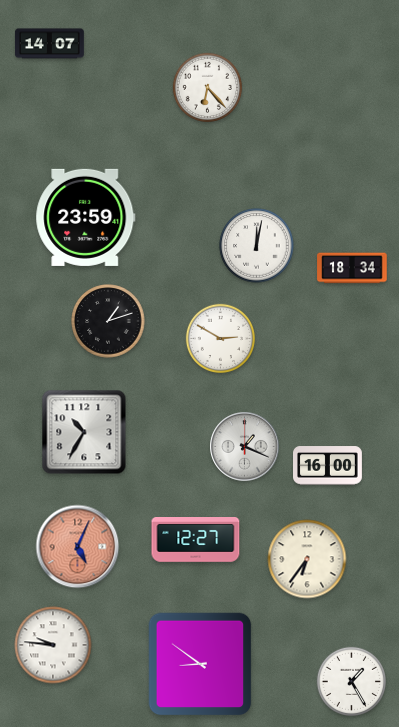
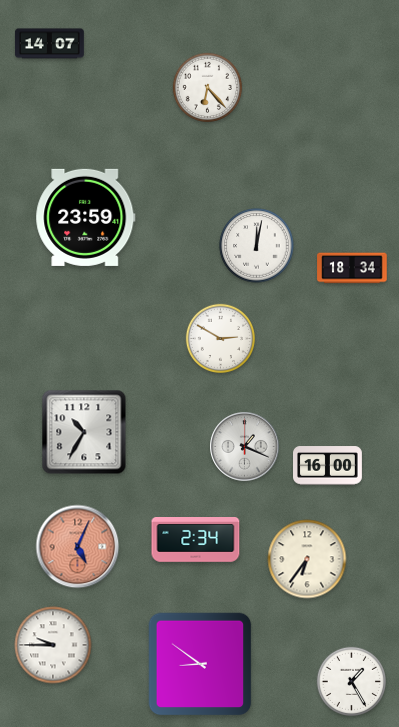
clock at (108, 321): 1:12 -> none
clock at (196, 540): 12:27 -> 2:34
clock at (53, 645): 9:46 -> 9:45
